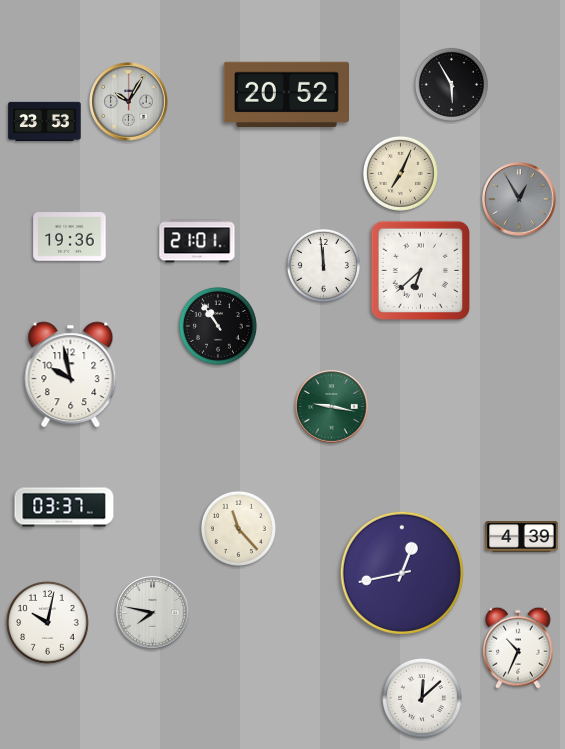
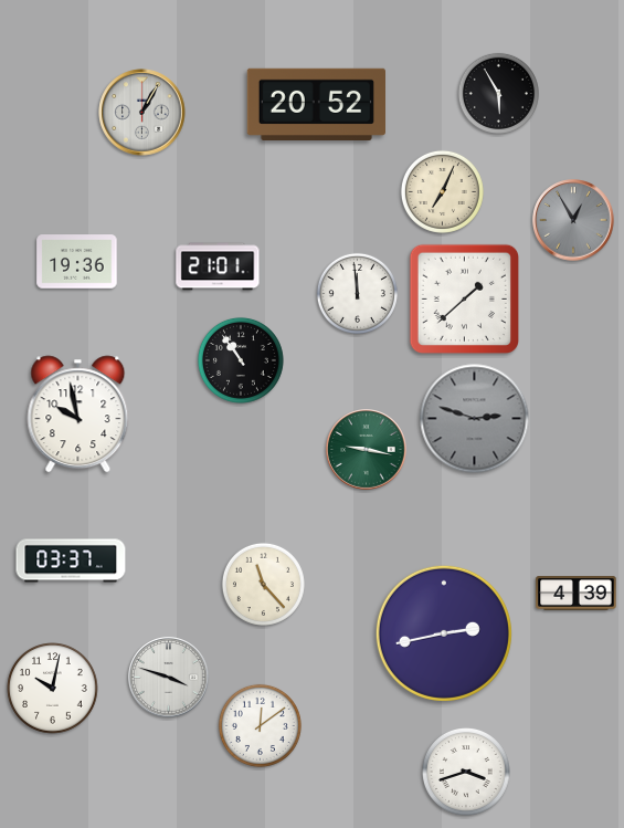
clock at (129, 102): 10:05 -> 1:05
clock at (45, 122): 23:53 -> none
clock at (420, 270): 6:38 -> 1:38
clock at (475, 419): none -> 2:48
clock at (402, 573): 12:43 -> 2:43
clock at (153, 613): 7:47 -> 3:48
clock at (518, 648): 10:34 -> none
clock at (260, 725): none -> 12:09
clock at (423, 699): 12:08 -> 3:42
